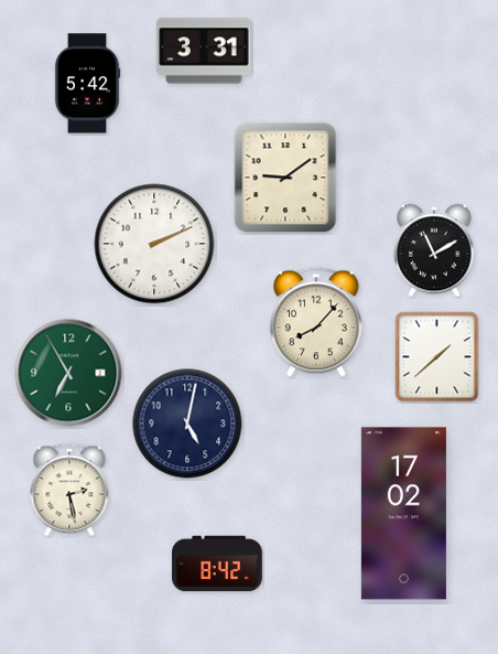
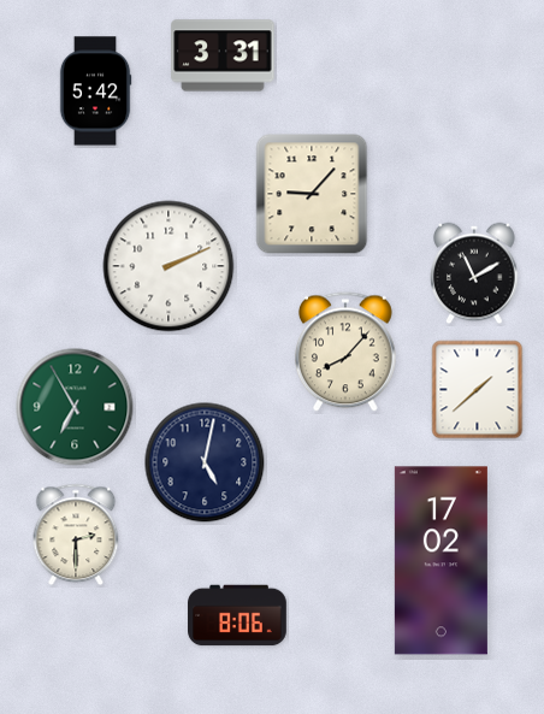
clock at (285, 178): 9:09 -> 9:07
clock at (69, 490): 2:28 -> 2:30
clock at (217, 564): 8:42 -> 8:06
